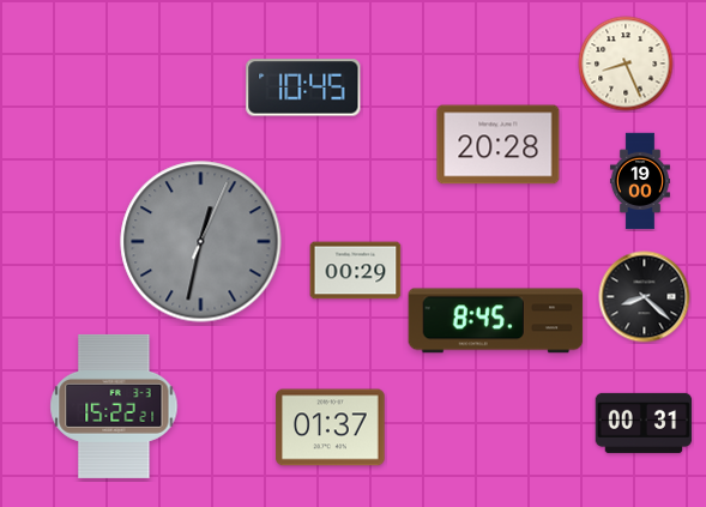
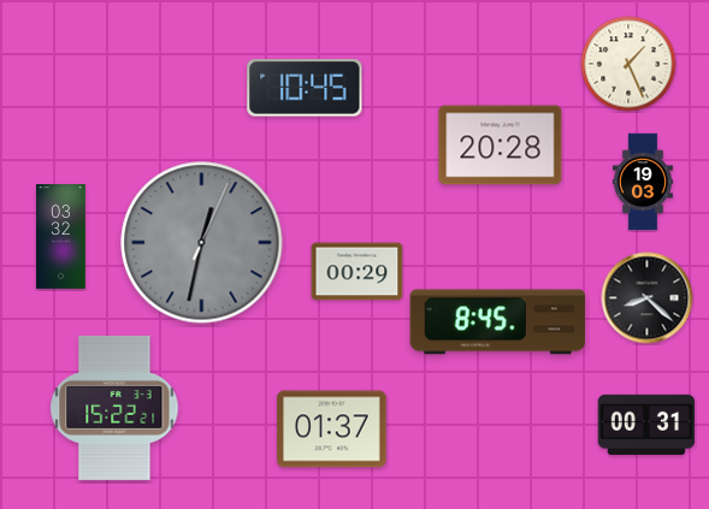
clock at (626, 64): 8:26 -> 1:26
clock at (640, 181): 19:00 -> 19:03
clock at (60, 237): none -> 03:32
